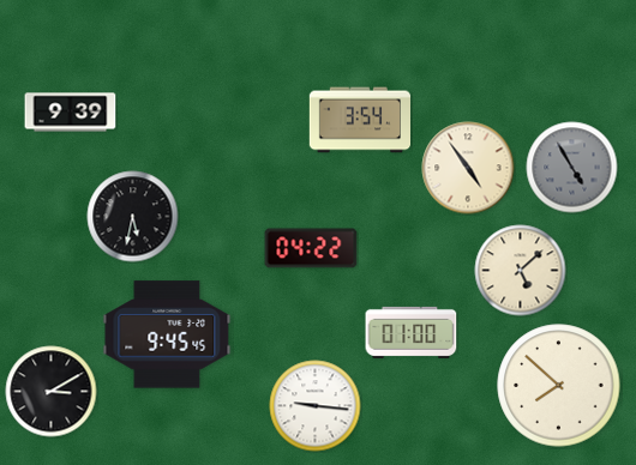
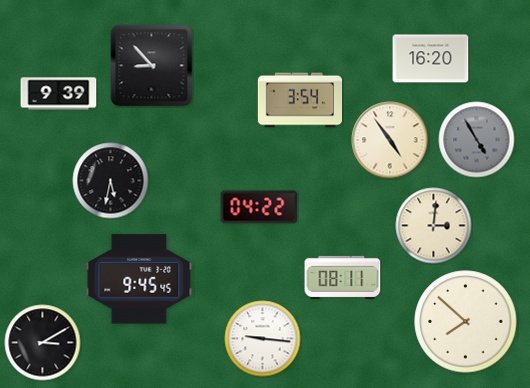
clock at (431, 59): none -> 16:20
clock at (152, 66): none -> 8:53
clock at (521, 271): 5:08 -> 3:01
clock at (412, 332): 01:00 -> 08:11
clock at (52, 392) position: (52, 392) -> (43, 343)
